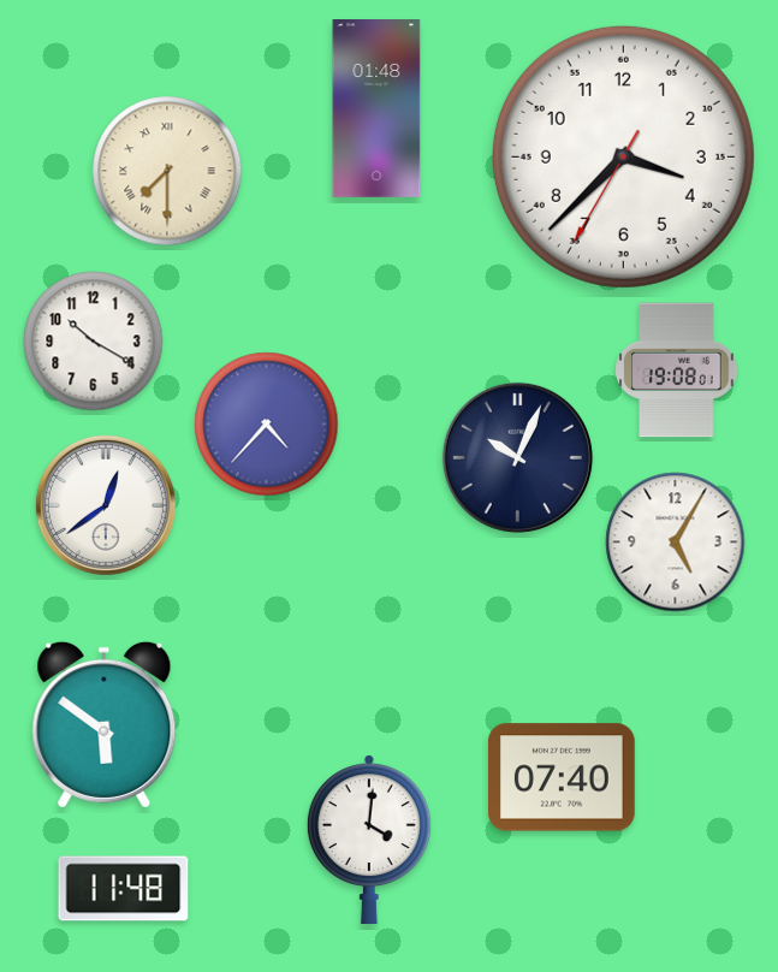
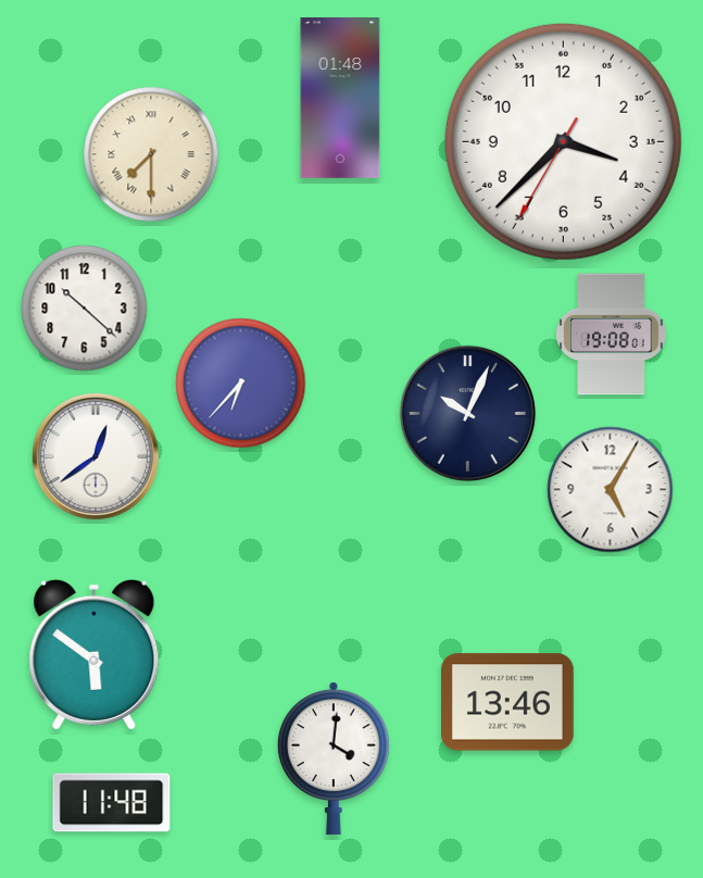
clock at (94, 342): 10:20 -> 10:22
clock at (267, 425): 4:37 -> 6:37
clock at (563, 777): 07:40 -> 13:46
